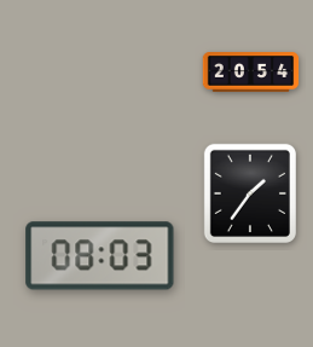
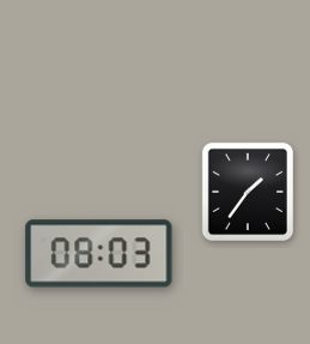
clock at (251, 73): 20:54 -> none
